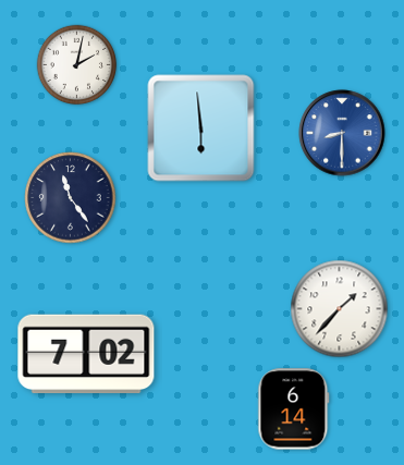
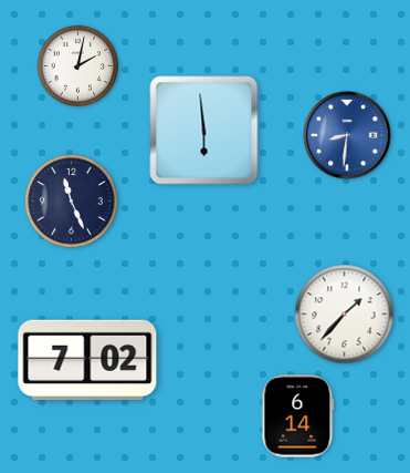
clock at (342, 133): 8:30 -> 8:31
clock at (71, 198): 11:24 -> 11:26
